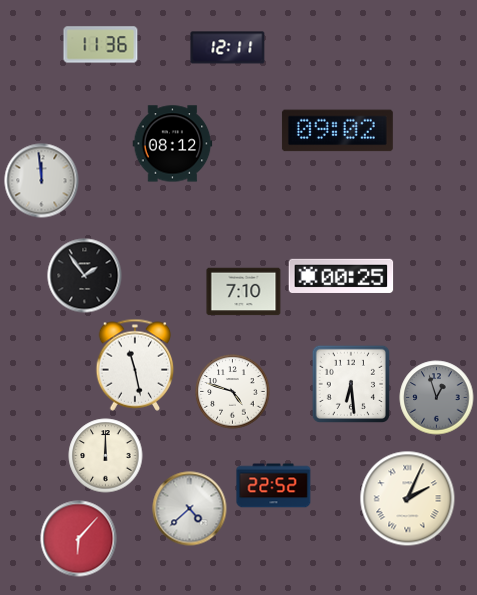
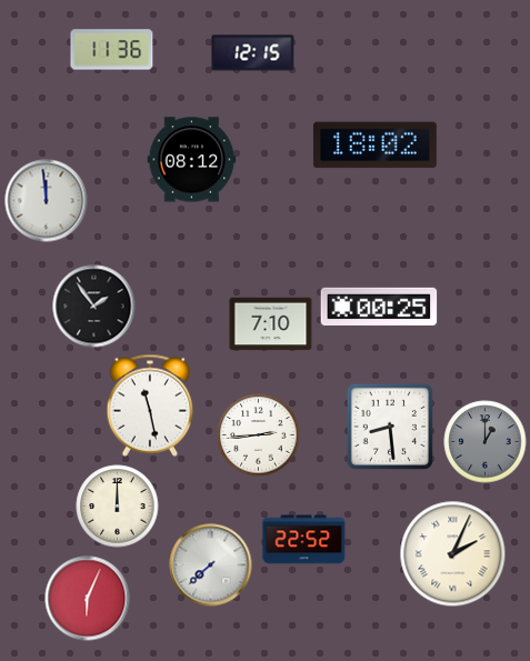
clock at (228, 48): 12:11 -> 12:15
clock at (337, 131): 09:02 -> 18:02
clock at (350, 383): 6:29 -> 8:29
clock at (233, 392): 4:48 -> 2:44
clock at (437, 398): 12:57 -> 1:00
clock at (190, 509): 4:38 -> 7:38
clock at (79, 539): 6:07 -> 6:04
